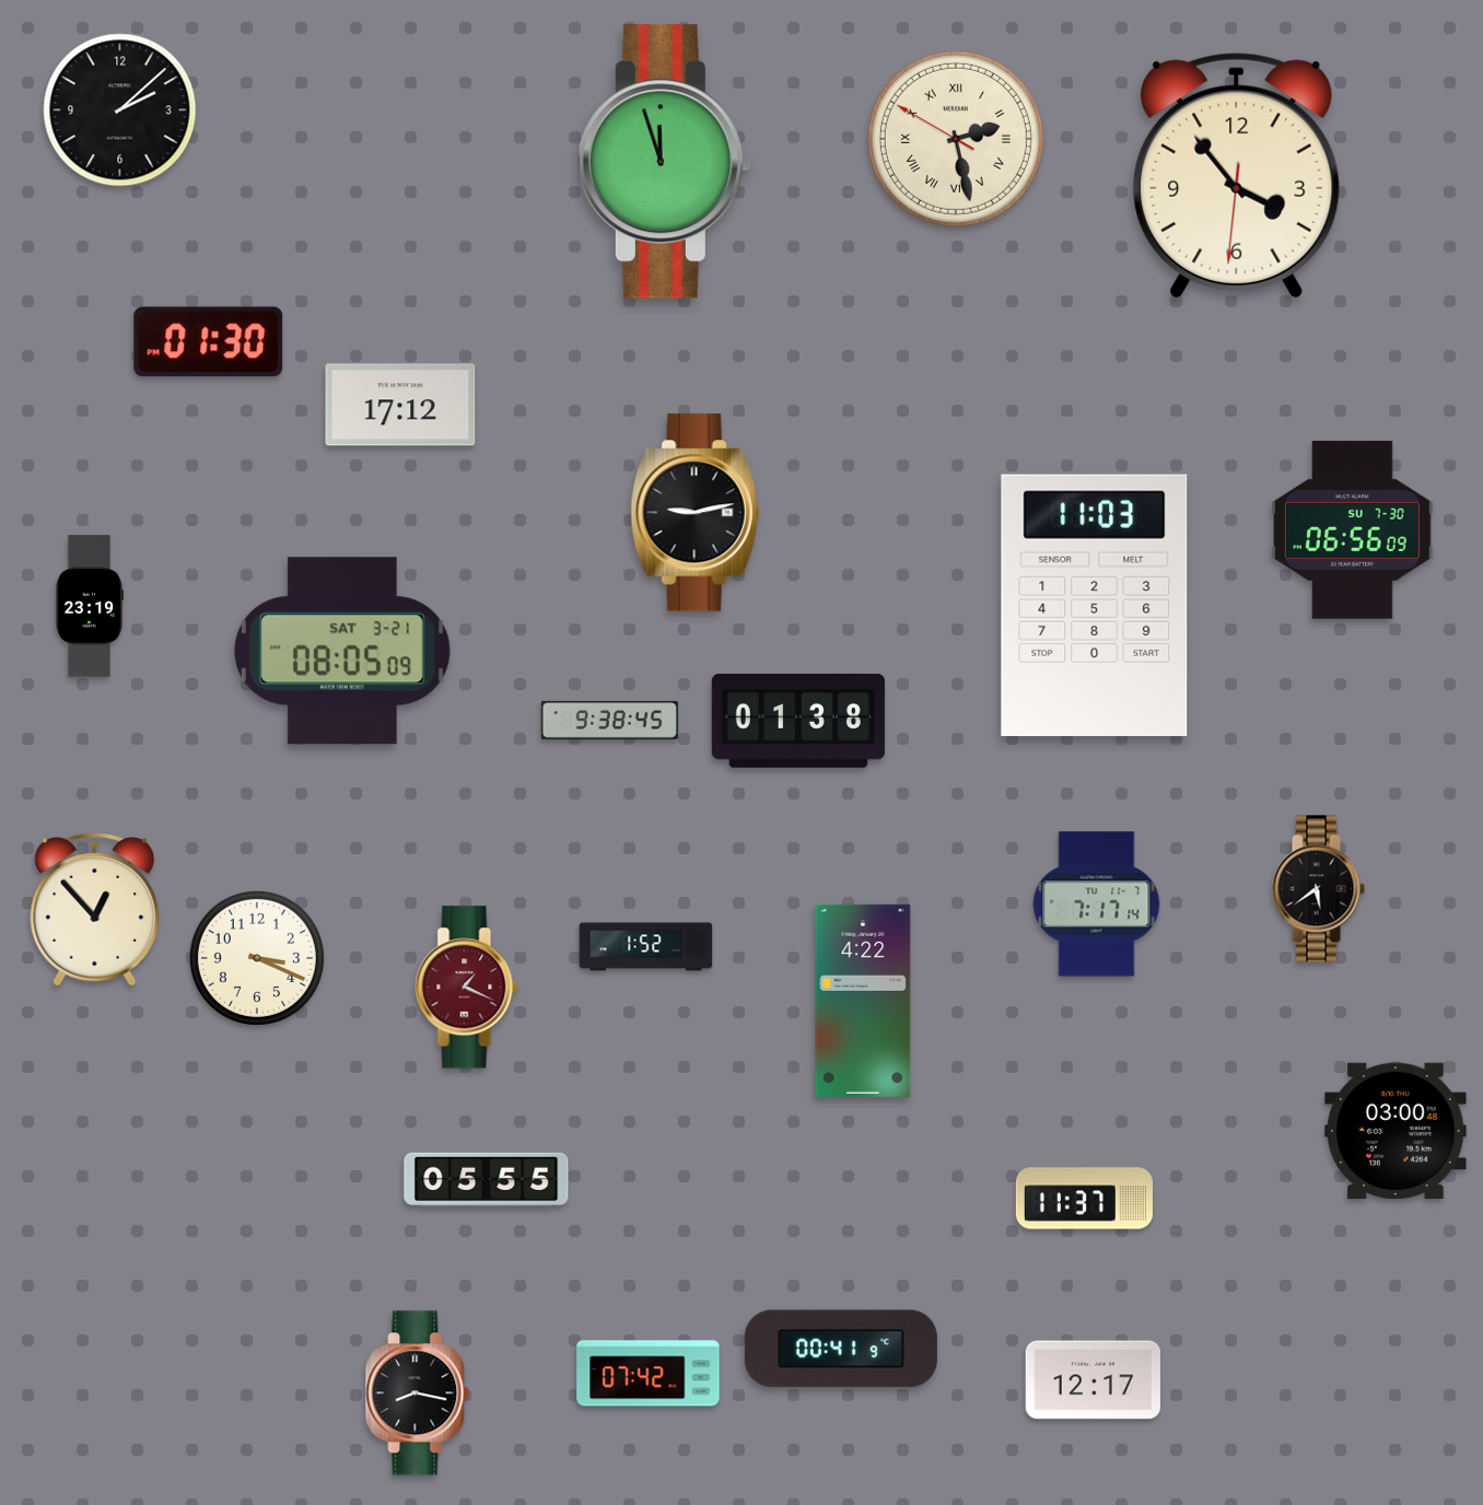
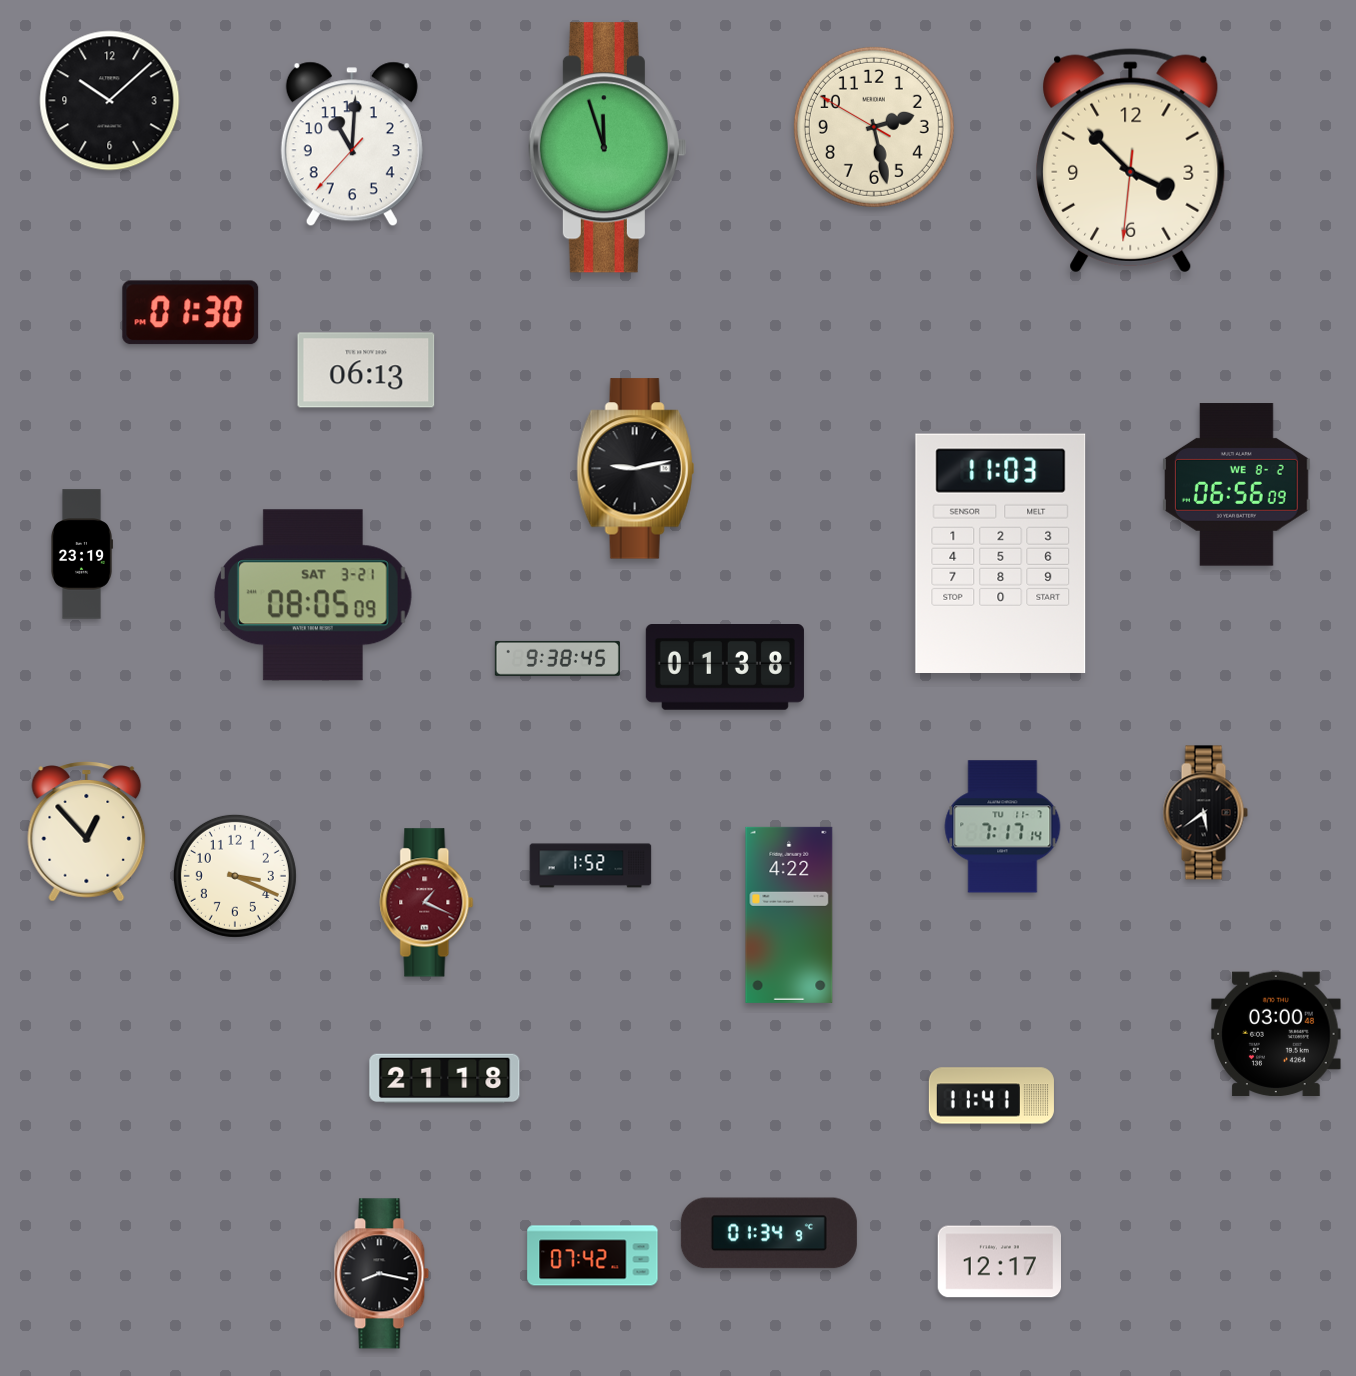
clock at (120, 110): 2:08 -> 10:08
clock at (956, 139) numerals: Roman -> Arabic
clock at (352, 144): none -> 11:00
clock at (1237, 176): 3:53 -> 3:52
clock at (400, 405): 17:12 -> 06:13
clock at (1352, 530) date: SU 7-30 -> WE 8-2
clock at (798, 722) position: (798, 722) -> (725, 668)
clock at (487, 1180): 05:55 -> 21:18
clock at (1084, 1199): 11:37 -> 11:41
clock at (841, 1349): 00:41 -> 01:34
